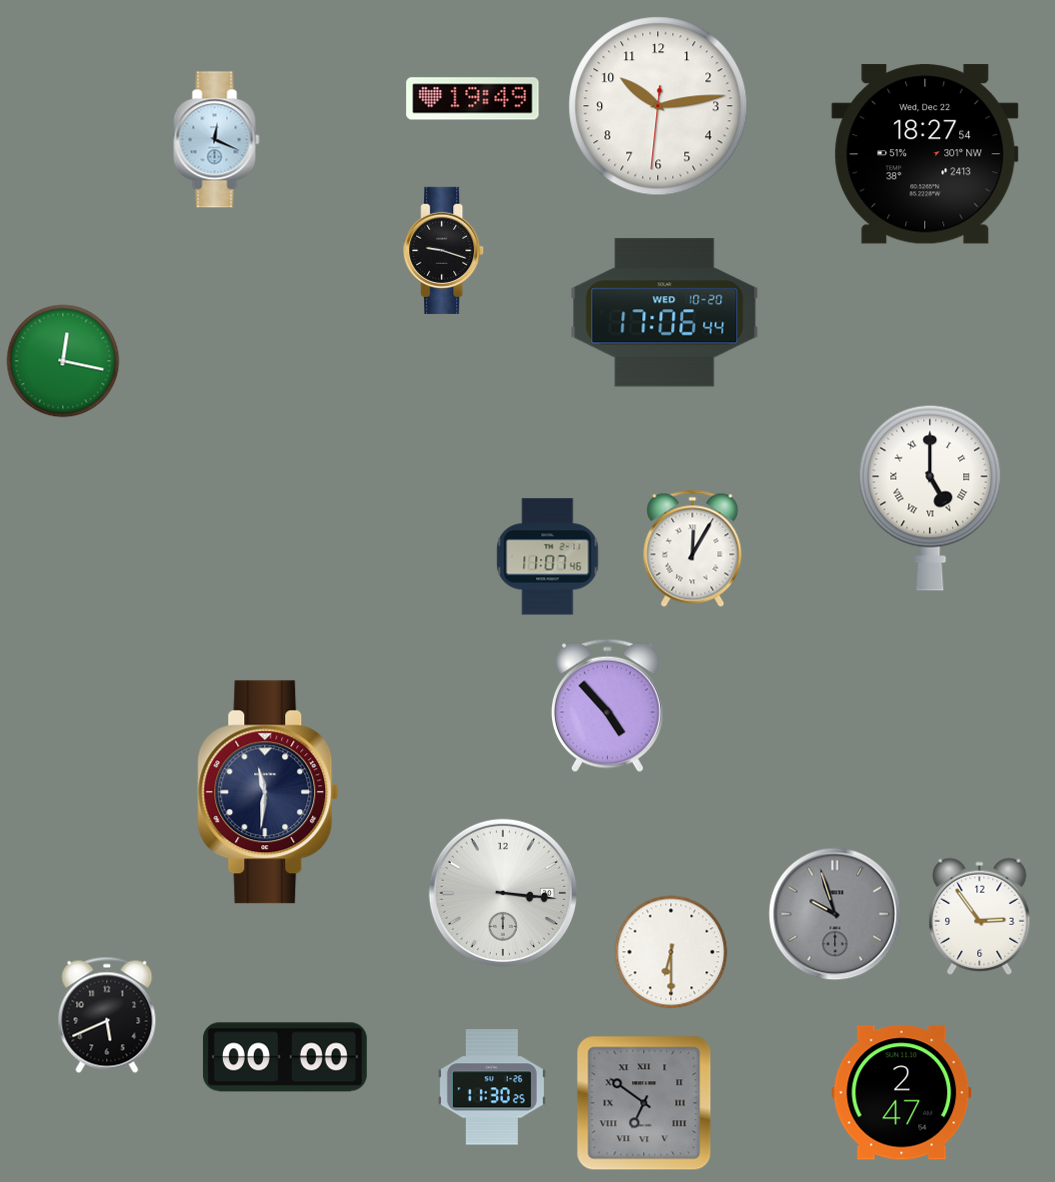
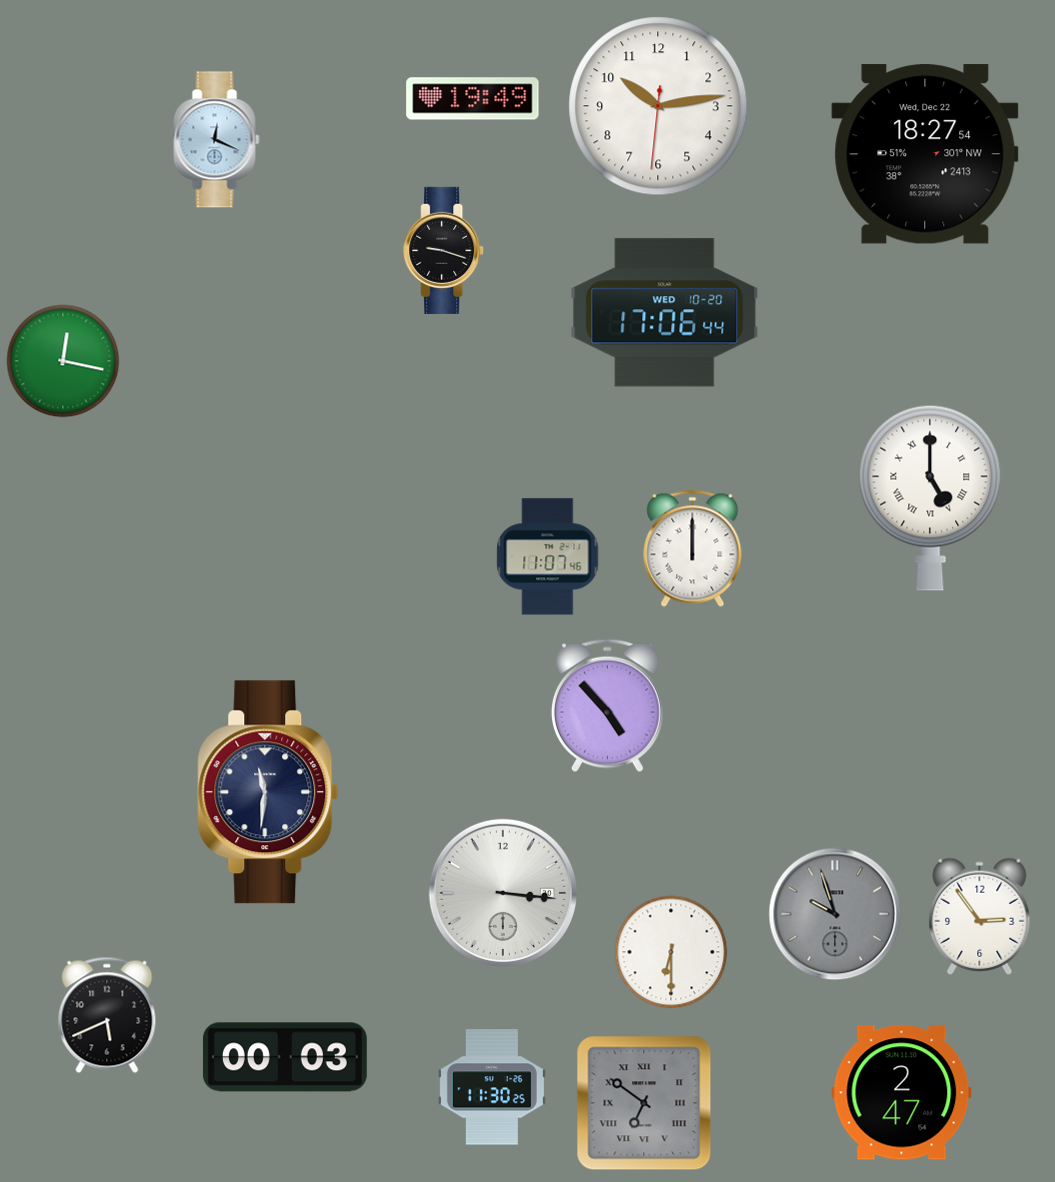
clock at (693, 548): 12:05 -> 12:00
clock at (285, 1057): 00:00 -> 00:03
